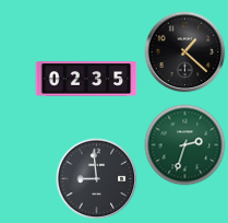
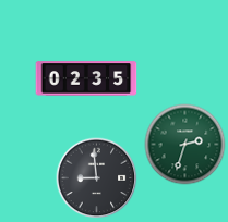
clock at (185, 52): 1:22 -> none
